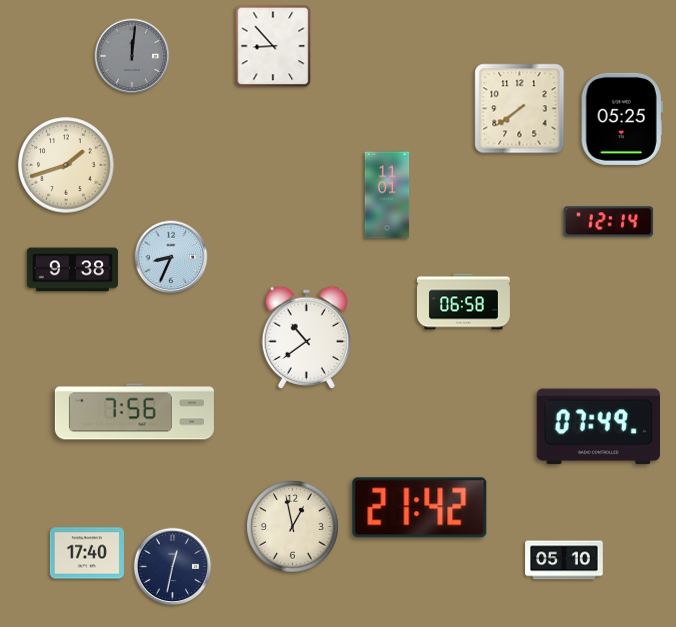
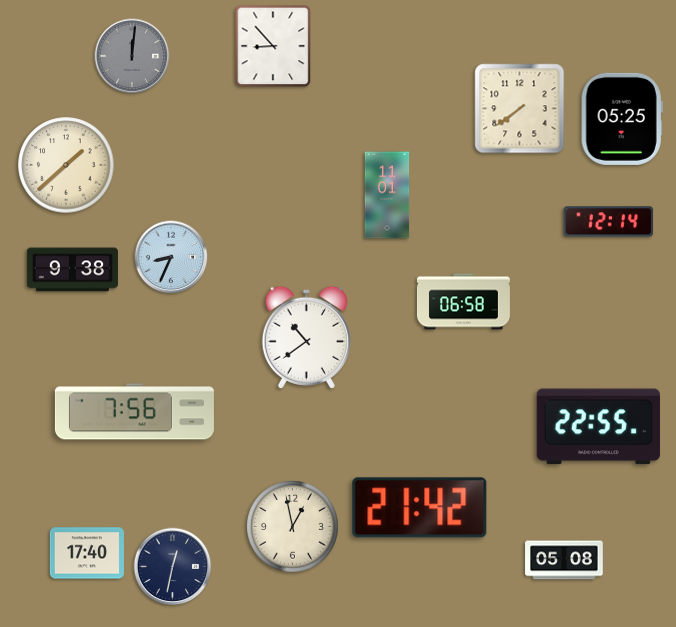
clock at (66, 165): 1:42 -> 1:38
clock at (598, 427): 07:49 -> 22:55
clock at (564, 560): 05:10 -> 05:08
